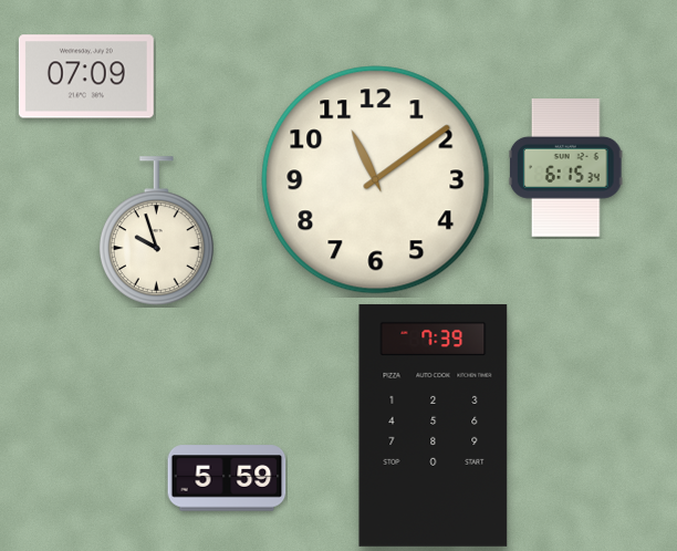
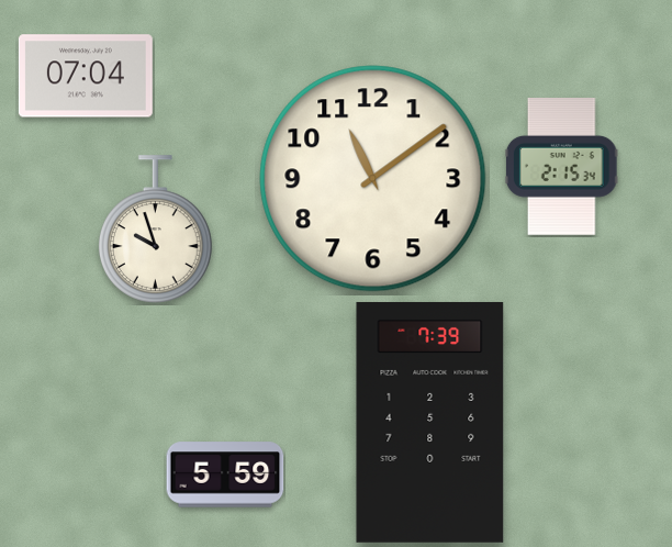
clock at (86, 76): 07:09 -> 07:04
clock at (565, 168): 6:15 -> 2:15
